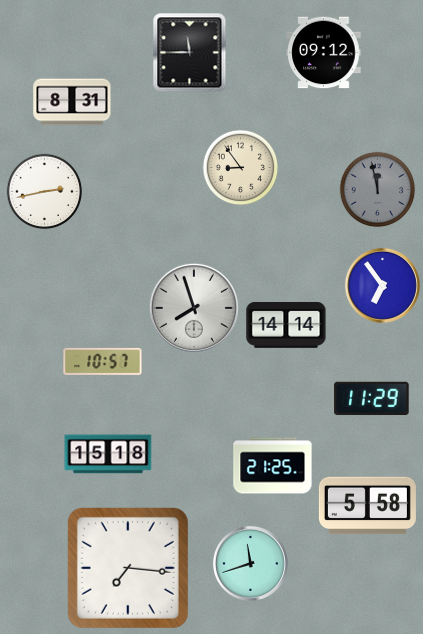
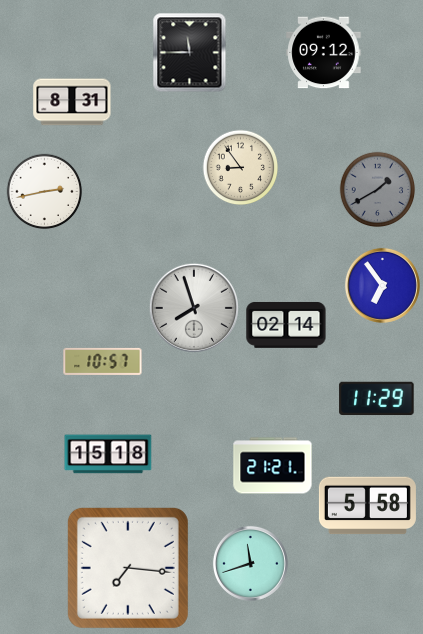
clock at (378, 190): 11:58 -> 1:40
clock at (286, 325): 14:14 -> 02:14
clock at (372, 399) position: (372, 399) -> (377, 399)
clock at (273, 466): 21:25 -> 21:21
